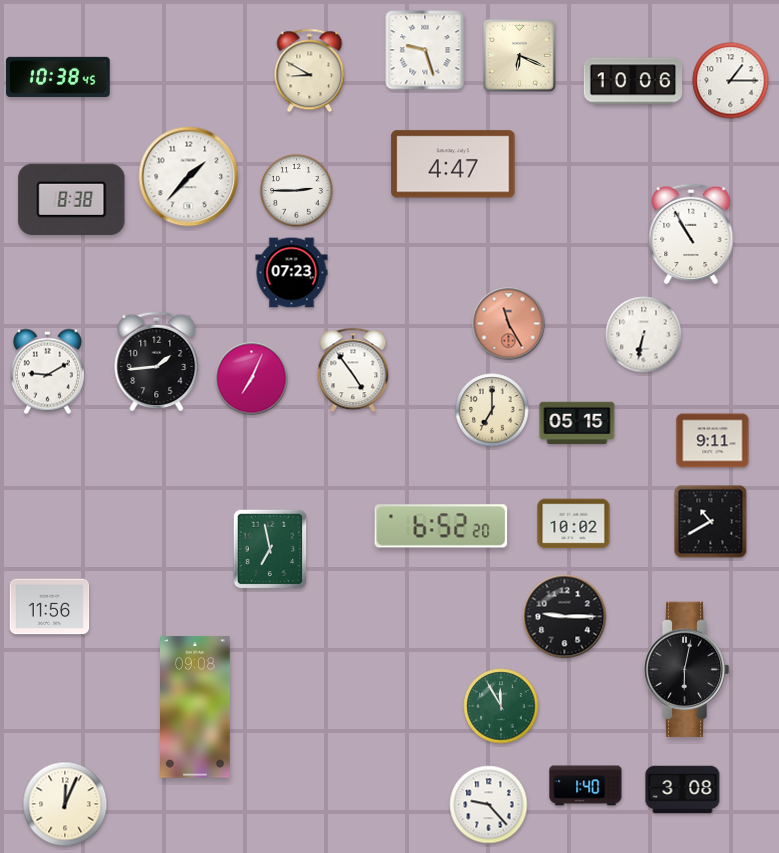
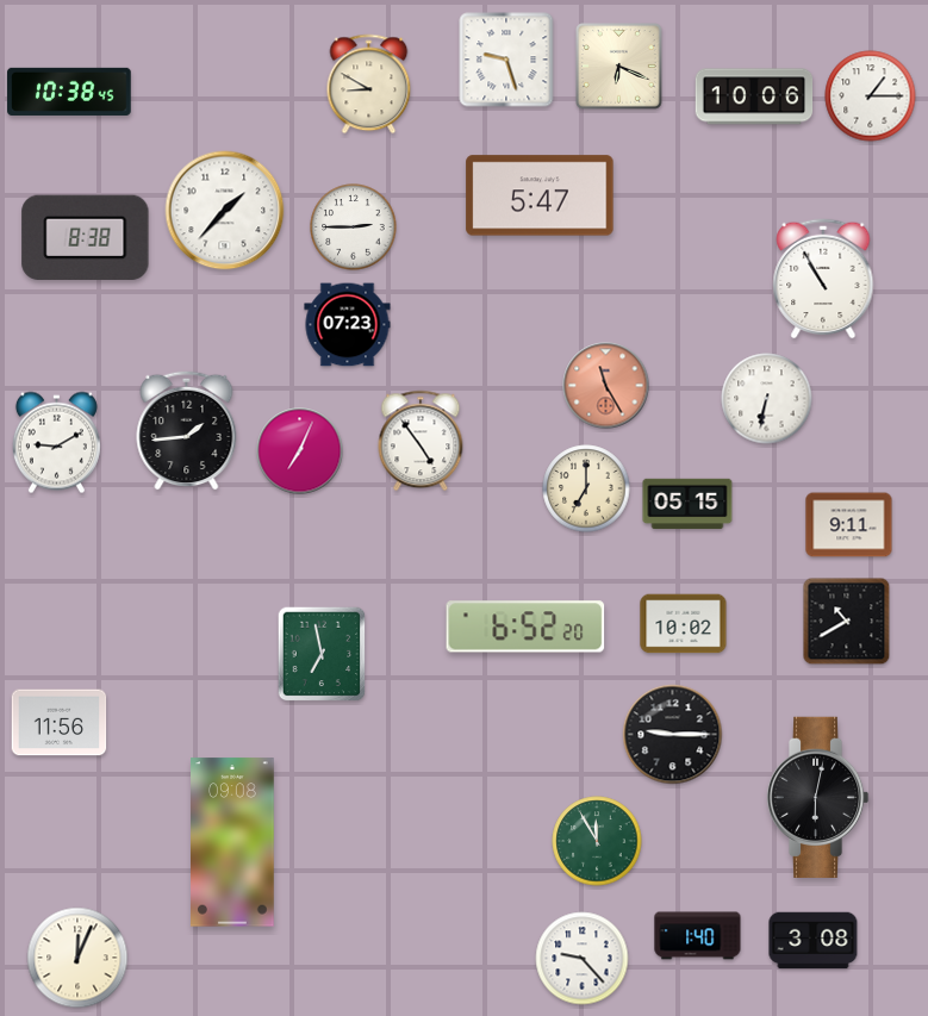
clock at (453, 164): 4:47 -> 5:47
